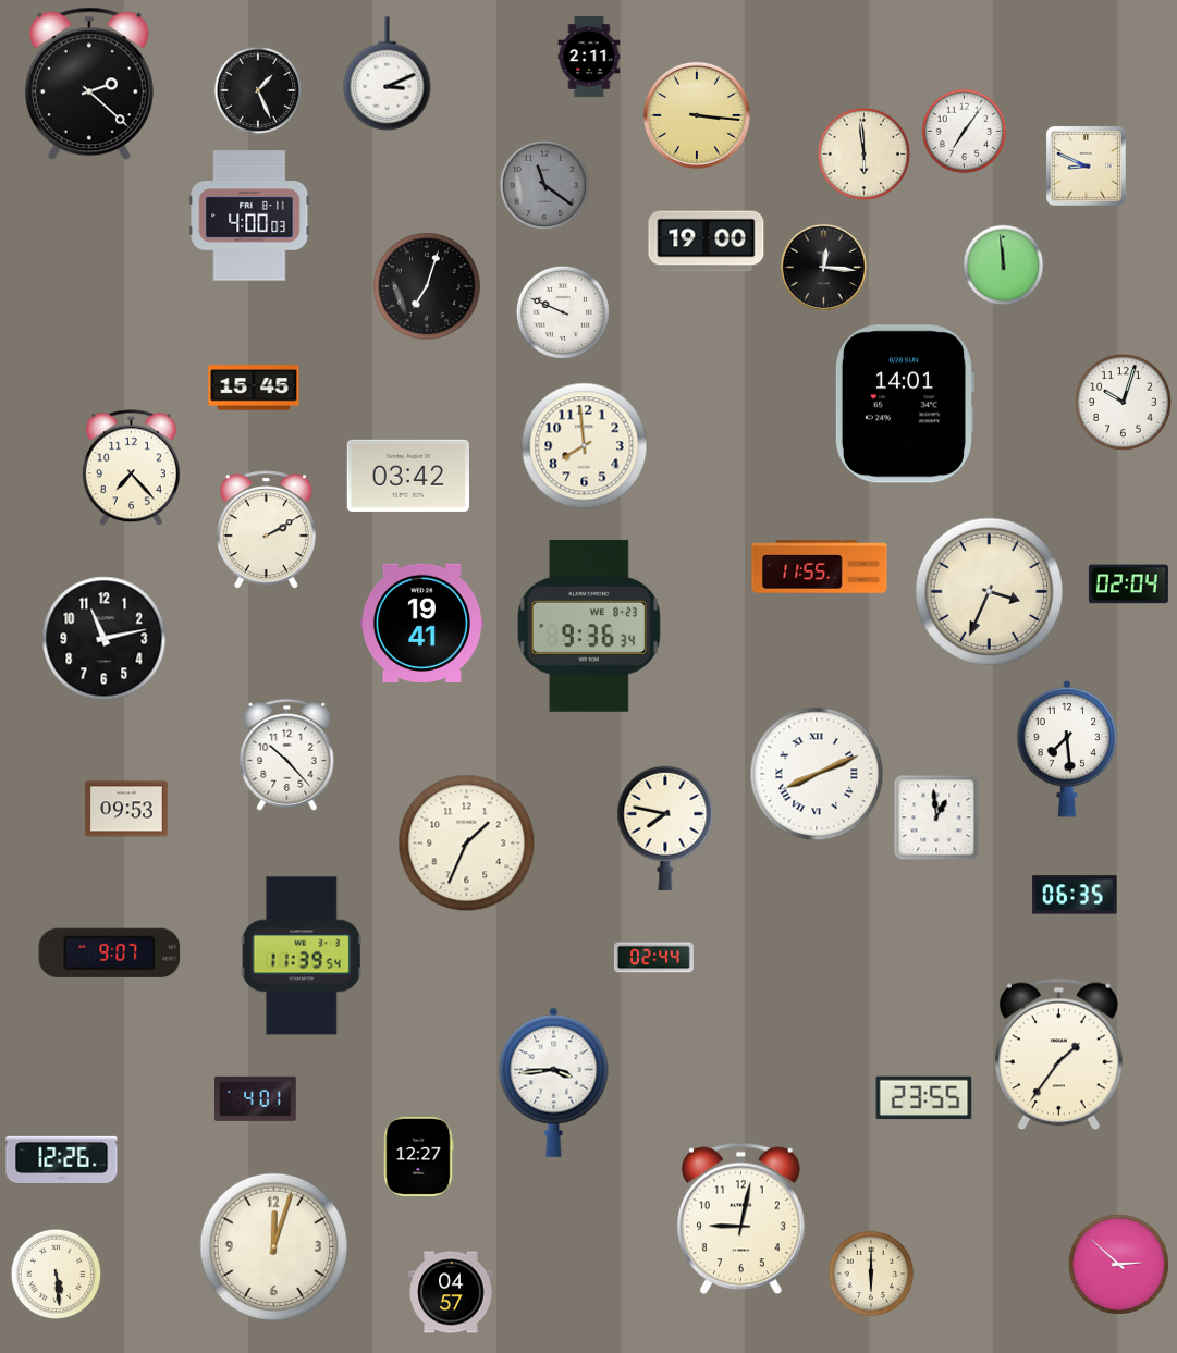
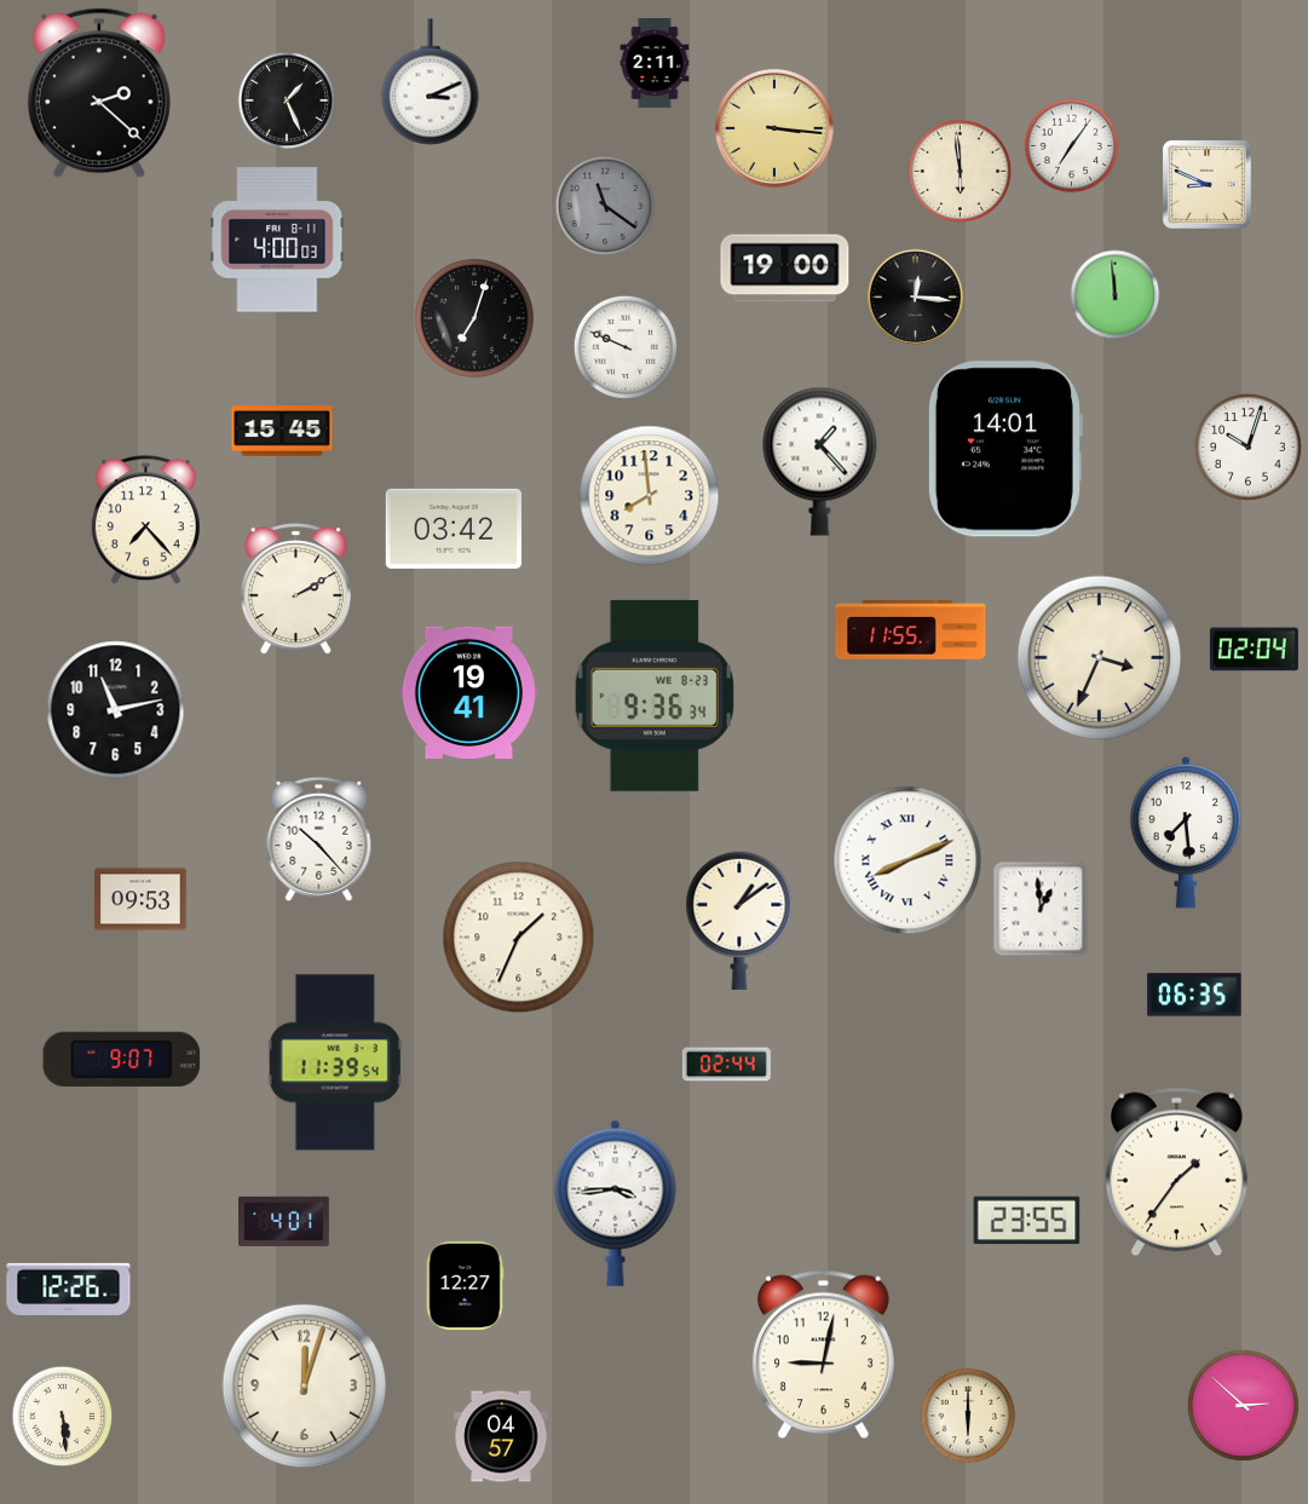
clock at (820, 461): none -> 1:23
clock at (665, 828): 7:47 -> 1:09
